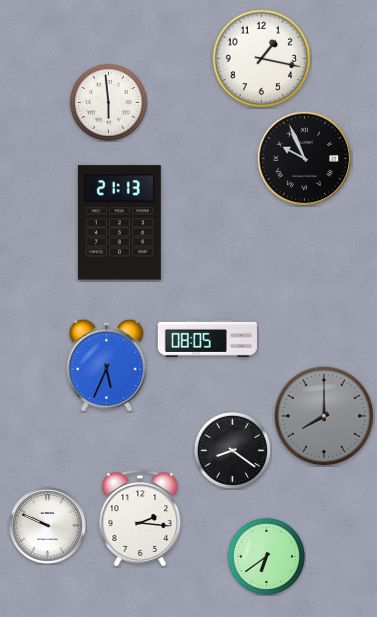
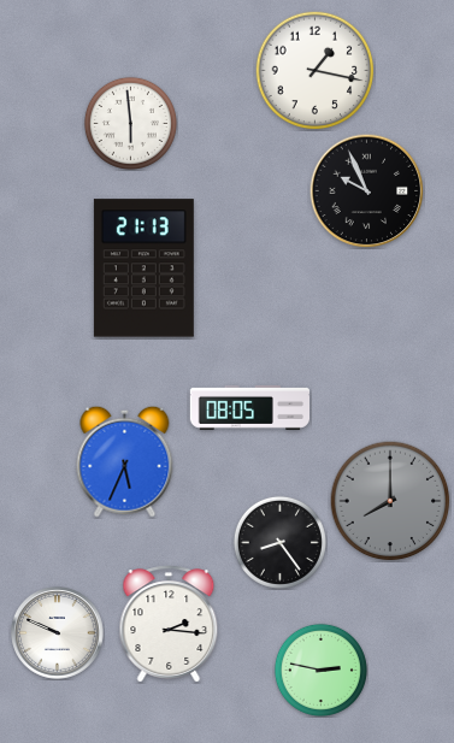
clock at (107, 365) position: (107, 365) -> (125, 461)
clock at (232, 450): 8:21 -> 8:24
clock at (266, 556): 6:39 -> 2:47
